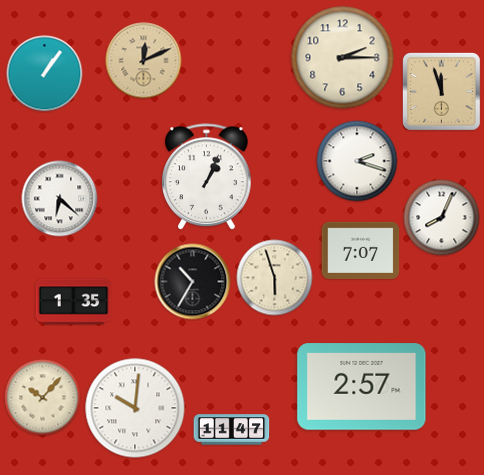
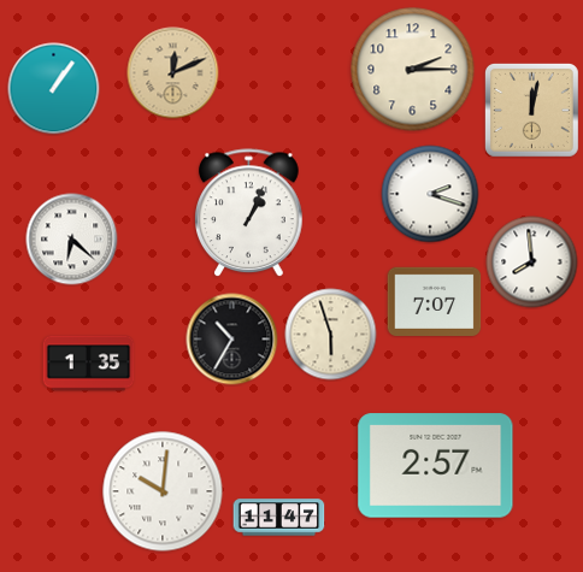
clock at (442, 92): 11:57 -> 12:02
clock at (442, 218): 8:04 -> 7:59
clock at (43, 398): 10:07 -> none
